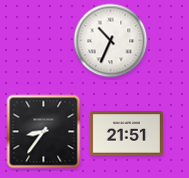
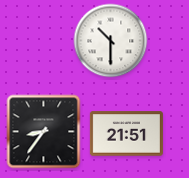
clock at (111, 41): 10:34 -> 10:30
